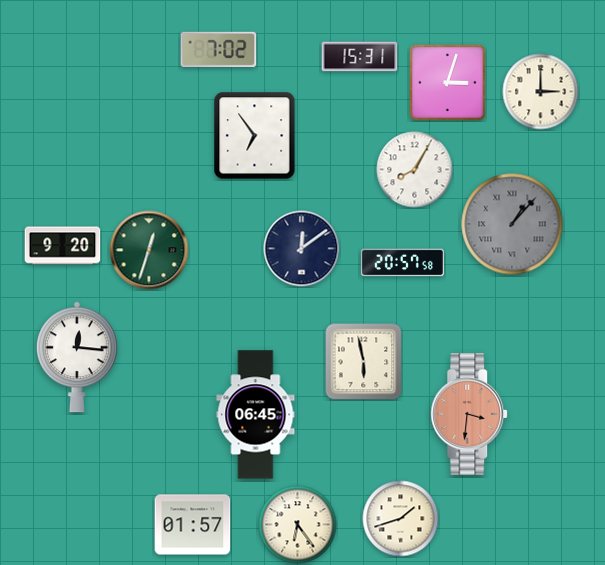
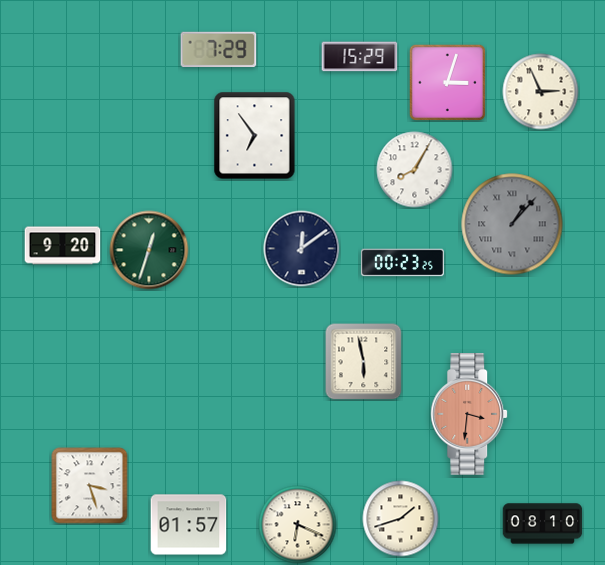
clock at (219, 50): 7:02 -> 7:29
clock at (360, 57): 15:31 -> 15:29
clock at (541, 92): 3:00 -> 2:56
clock at (402, 263): 20:57 -> 00:23
clock at (78, 357): 12:16 -> none
clock at (256, 415): 06:45 -> none
clock at (90, 486): none -> 3:27
clock at (543, 524): none -> 08:10
clock at (193, 525) position: (193, 525) -> (189, 525)
clock at (298, 525): 6:24 -> 6:19
